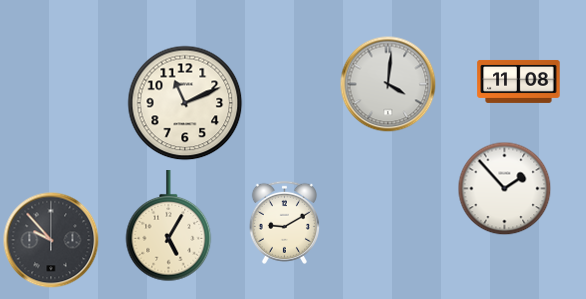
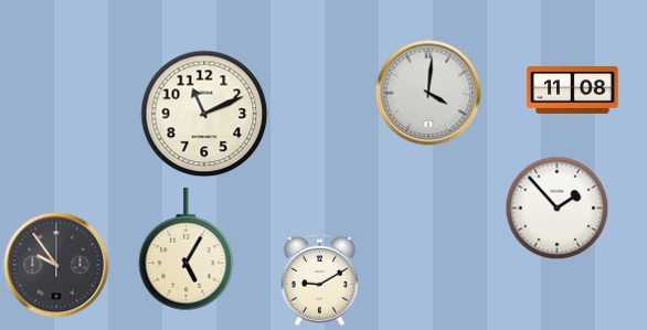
clock at (284, 222) position: (284, 222) -> (319, 279)
clock at (51, 240): 9:53 -> 9:54
